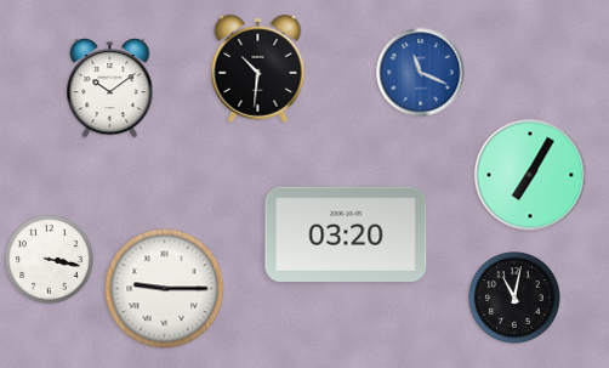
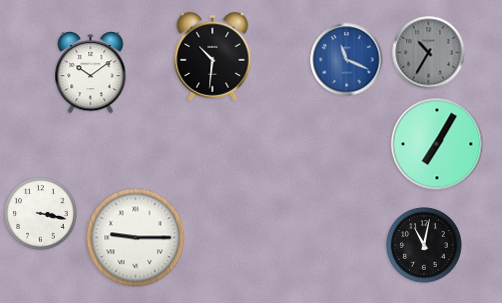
clock at (429, 53): none -> 10:35
clock at (346, 233): 03:20 -> none
